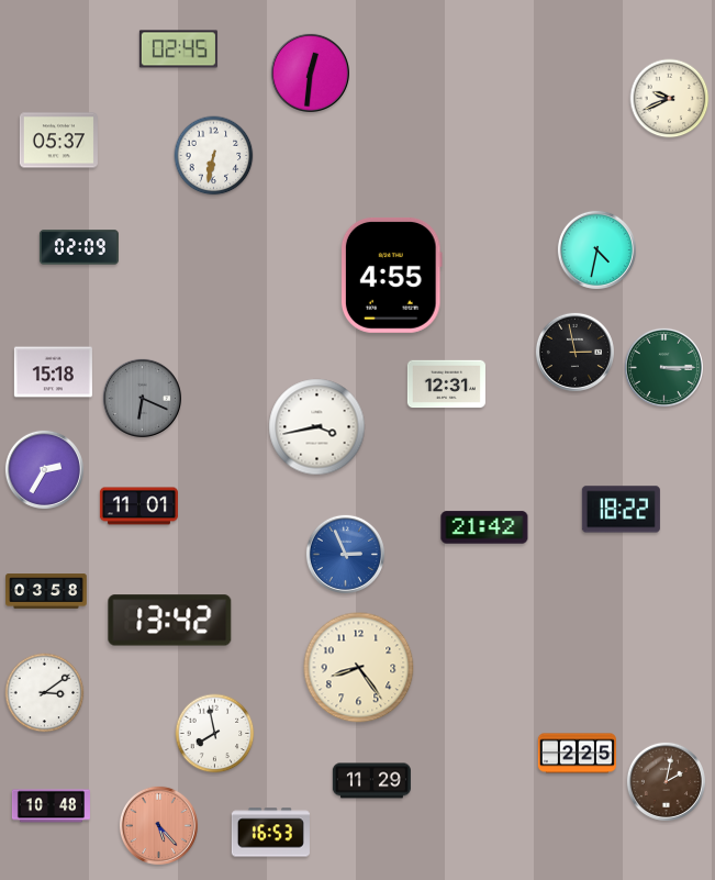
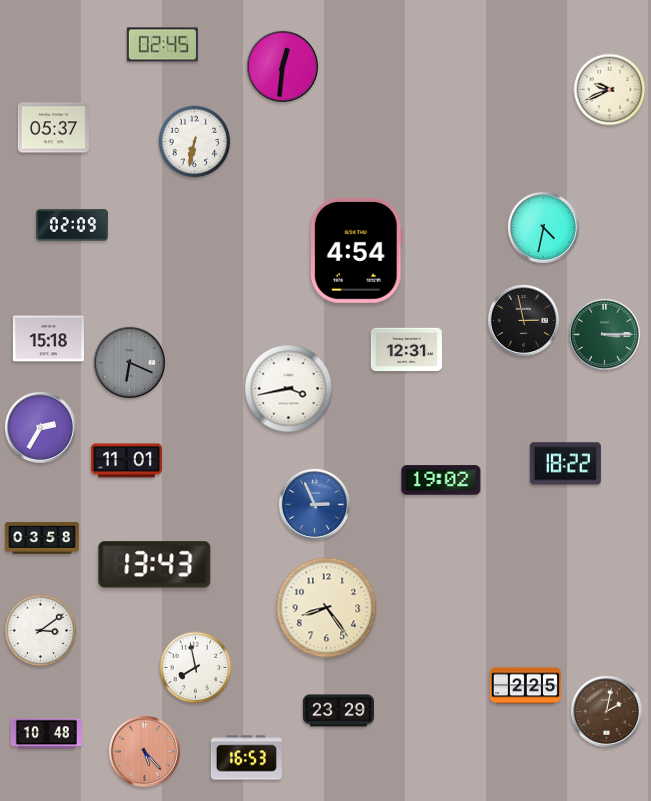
clock at (391, 275): 4:55 -> 4:54
clock at (484, 527): 21:42 -> 19:02
clock at (170, 621): 13:42 -> 13:43
clock at (371, 781): 11:29 -> 23:29
